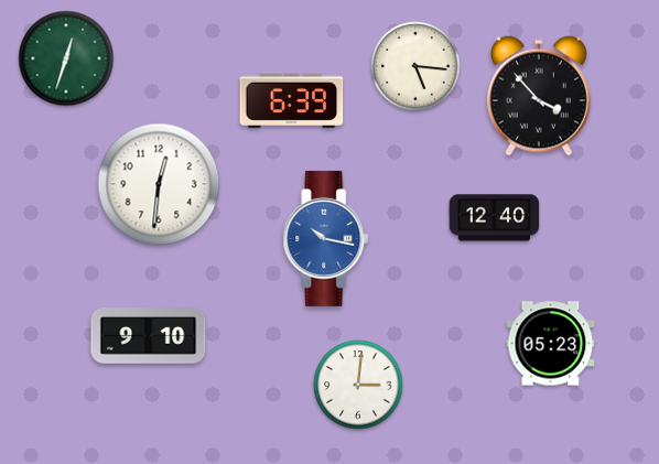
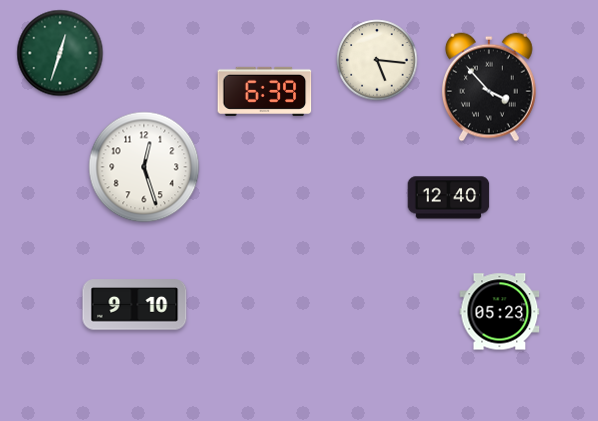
clock at (159, 184): 12:31 -> 12:27
clock at (326, 238): 10:17 -> none
clock at (358, 385): 3:01 -> none
